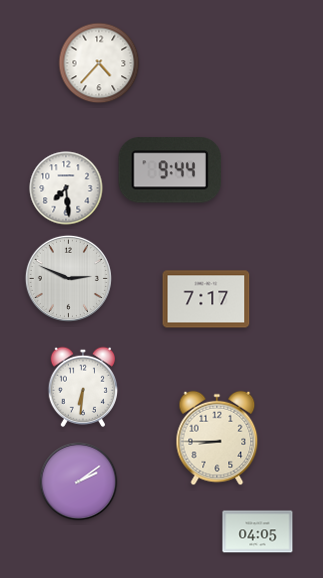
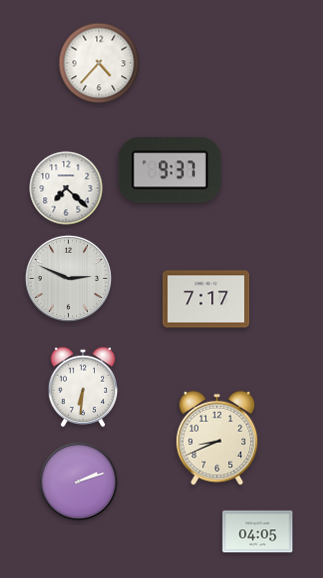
clock at (170, 170): 9:44 -> 9:37
clock at (66, 188): 7:29 -> 7:22
clock at (217, 438): 8:45 -> 8:41
clock at (79, 482): 2:09 -> 2:12
